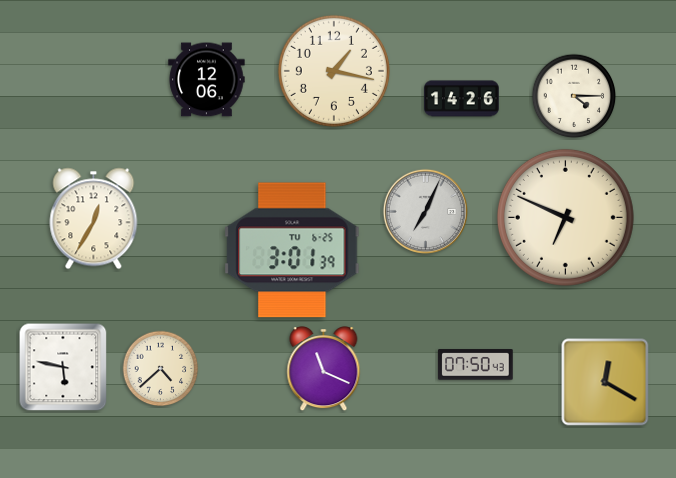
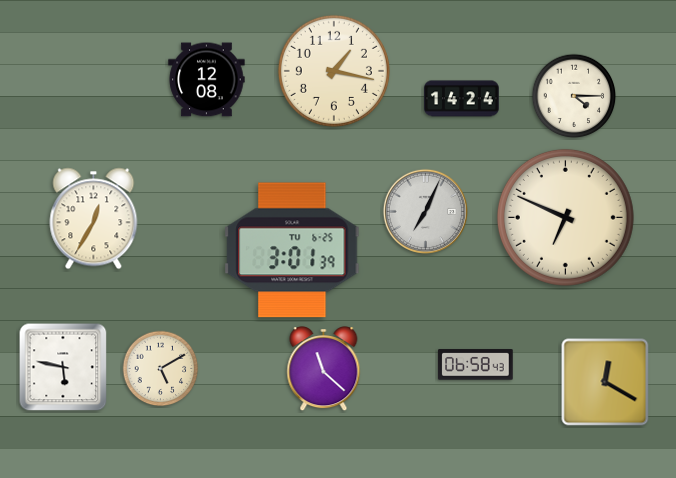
clock at (207, 80): 12:06 -> 12:08
clock at (462, 99): 14:26 -> 14:24
clock at (476, 365): 07:50 -> 06:58
clock at (161, 369): 4:38 -> 5:10
clock at (324, 369): 11:19 -> 11:22
